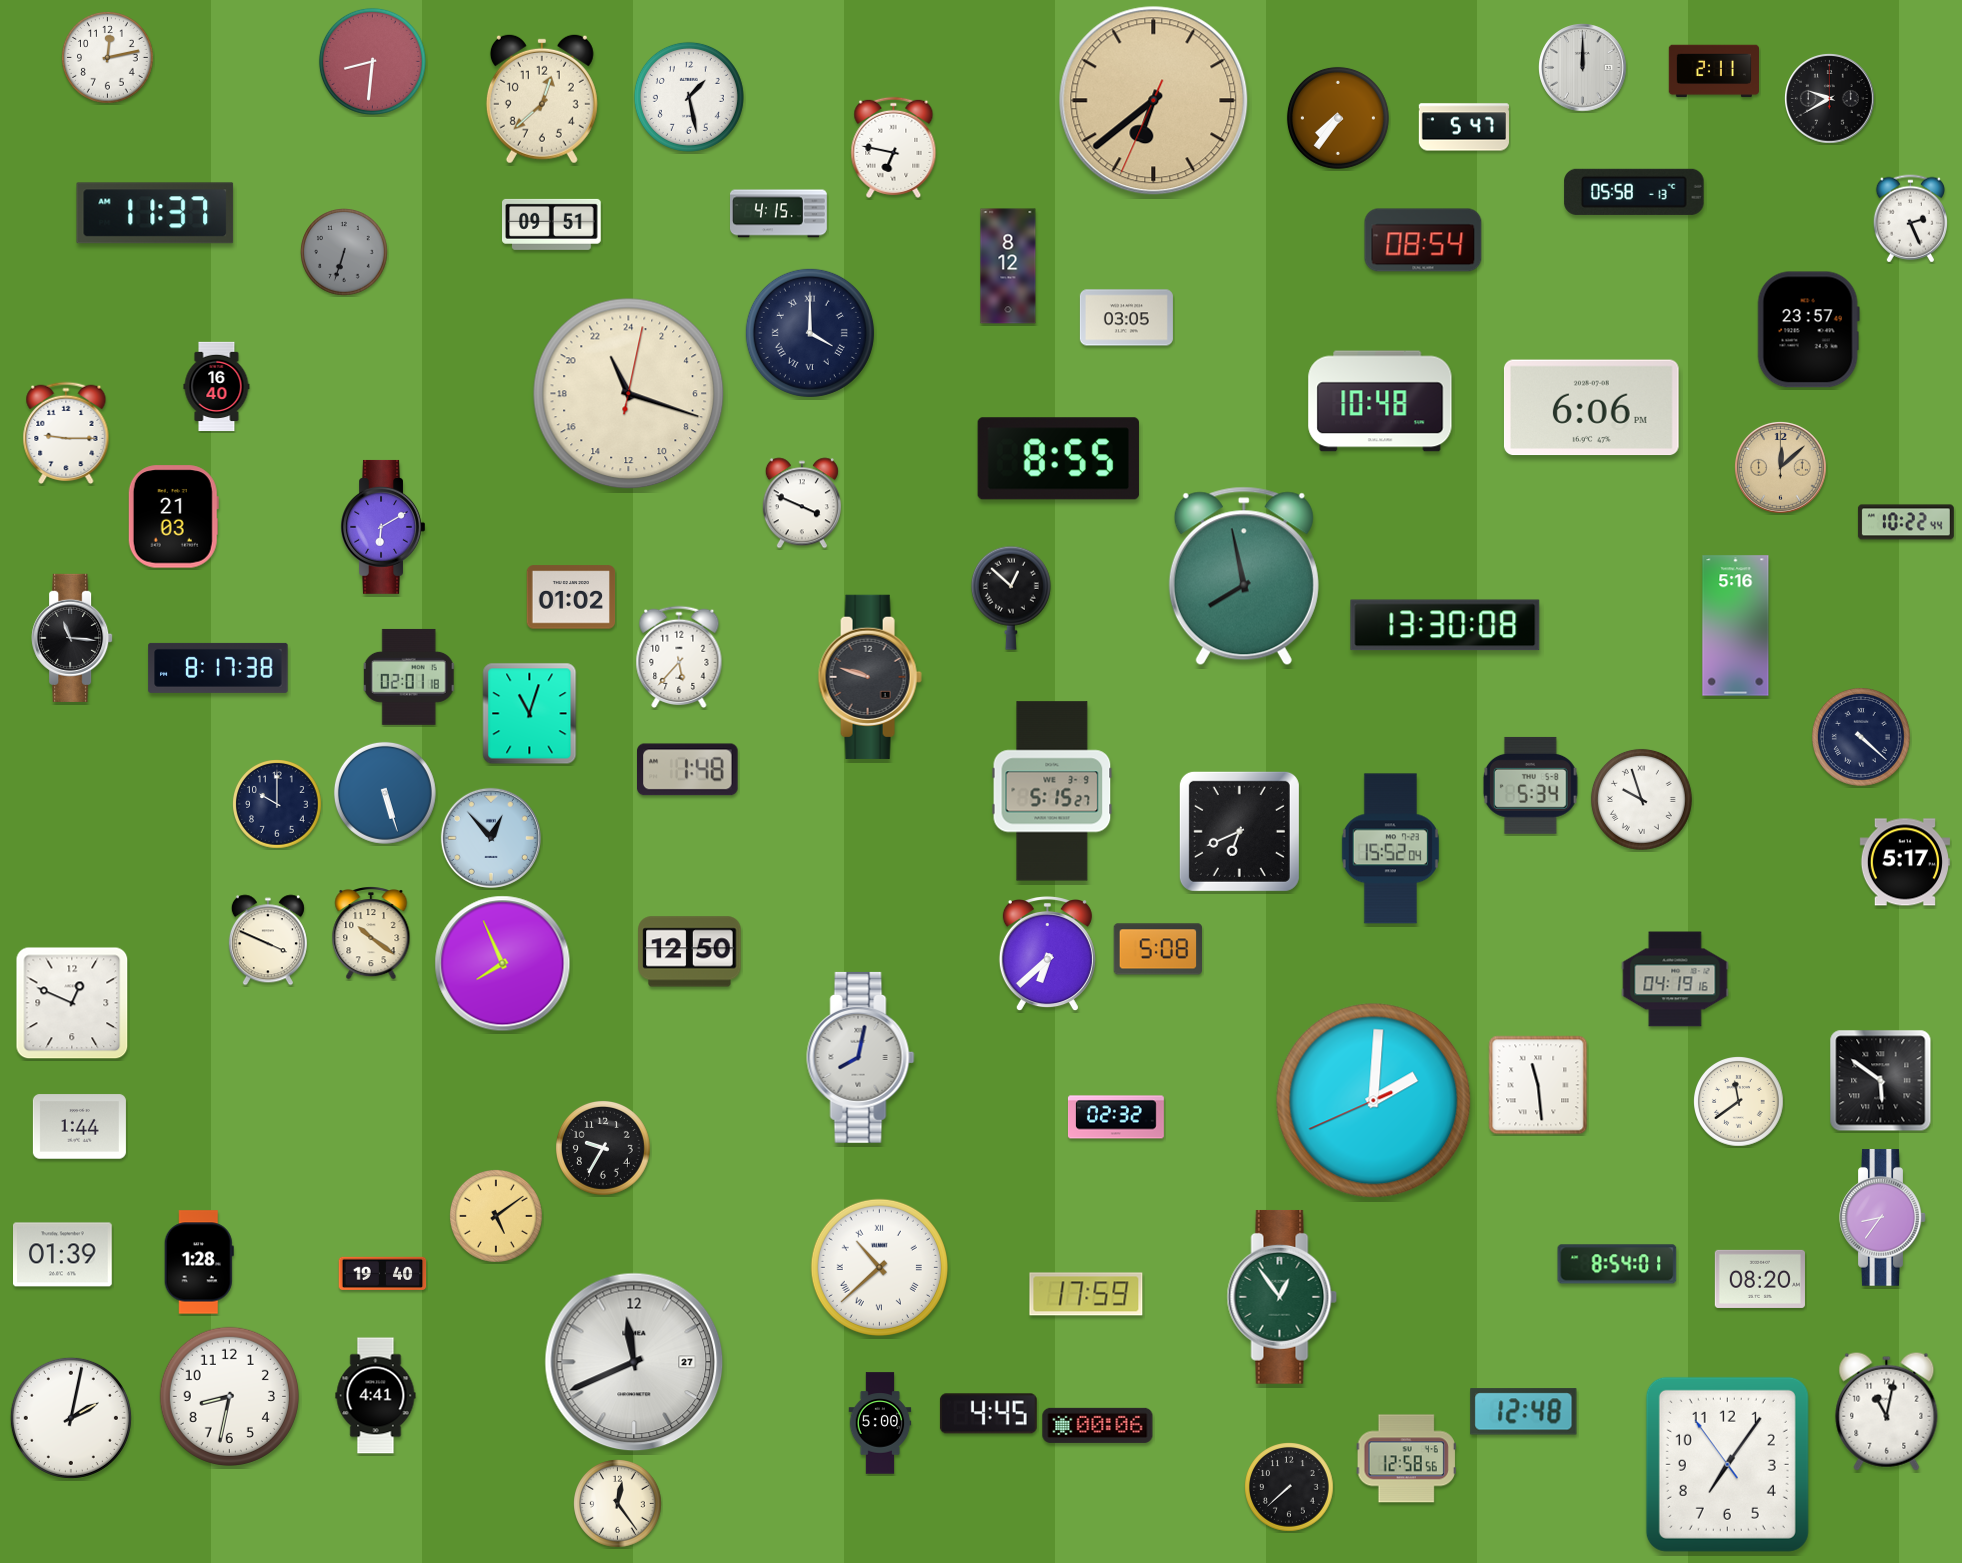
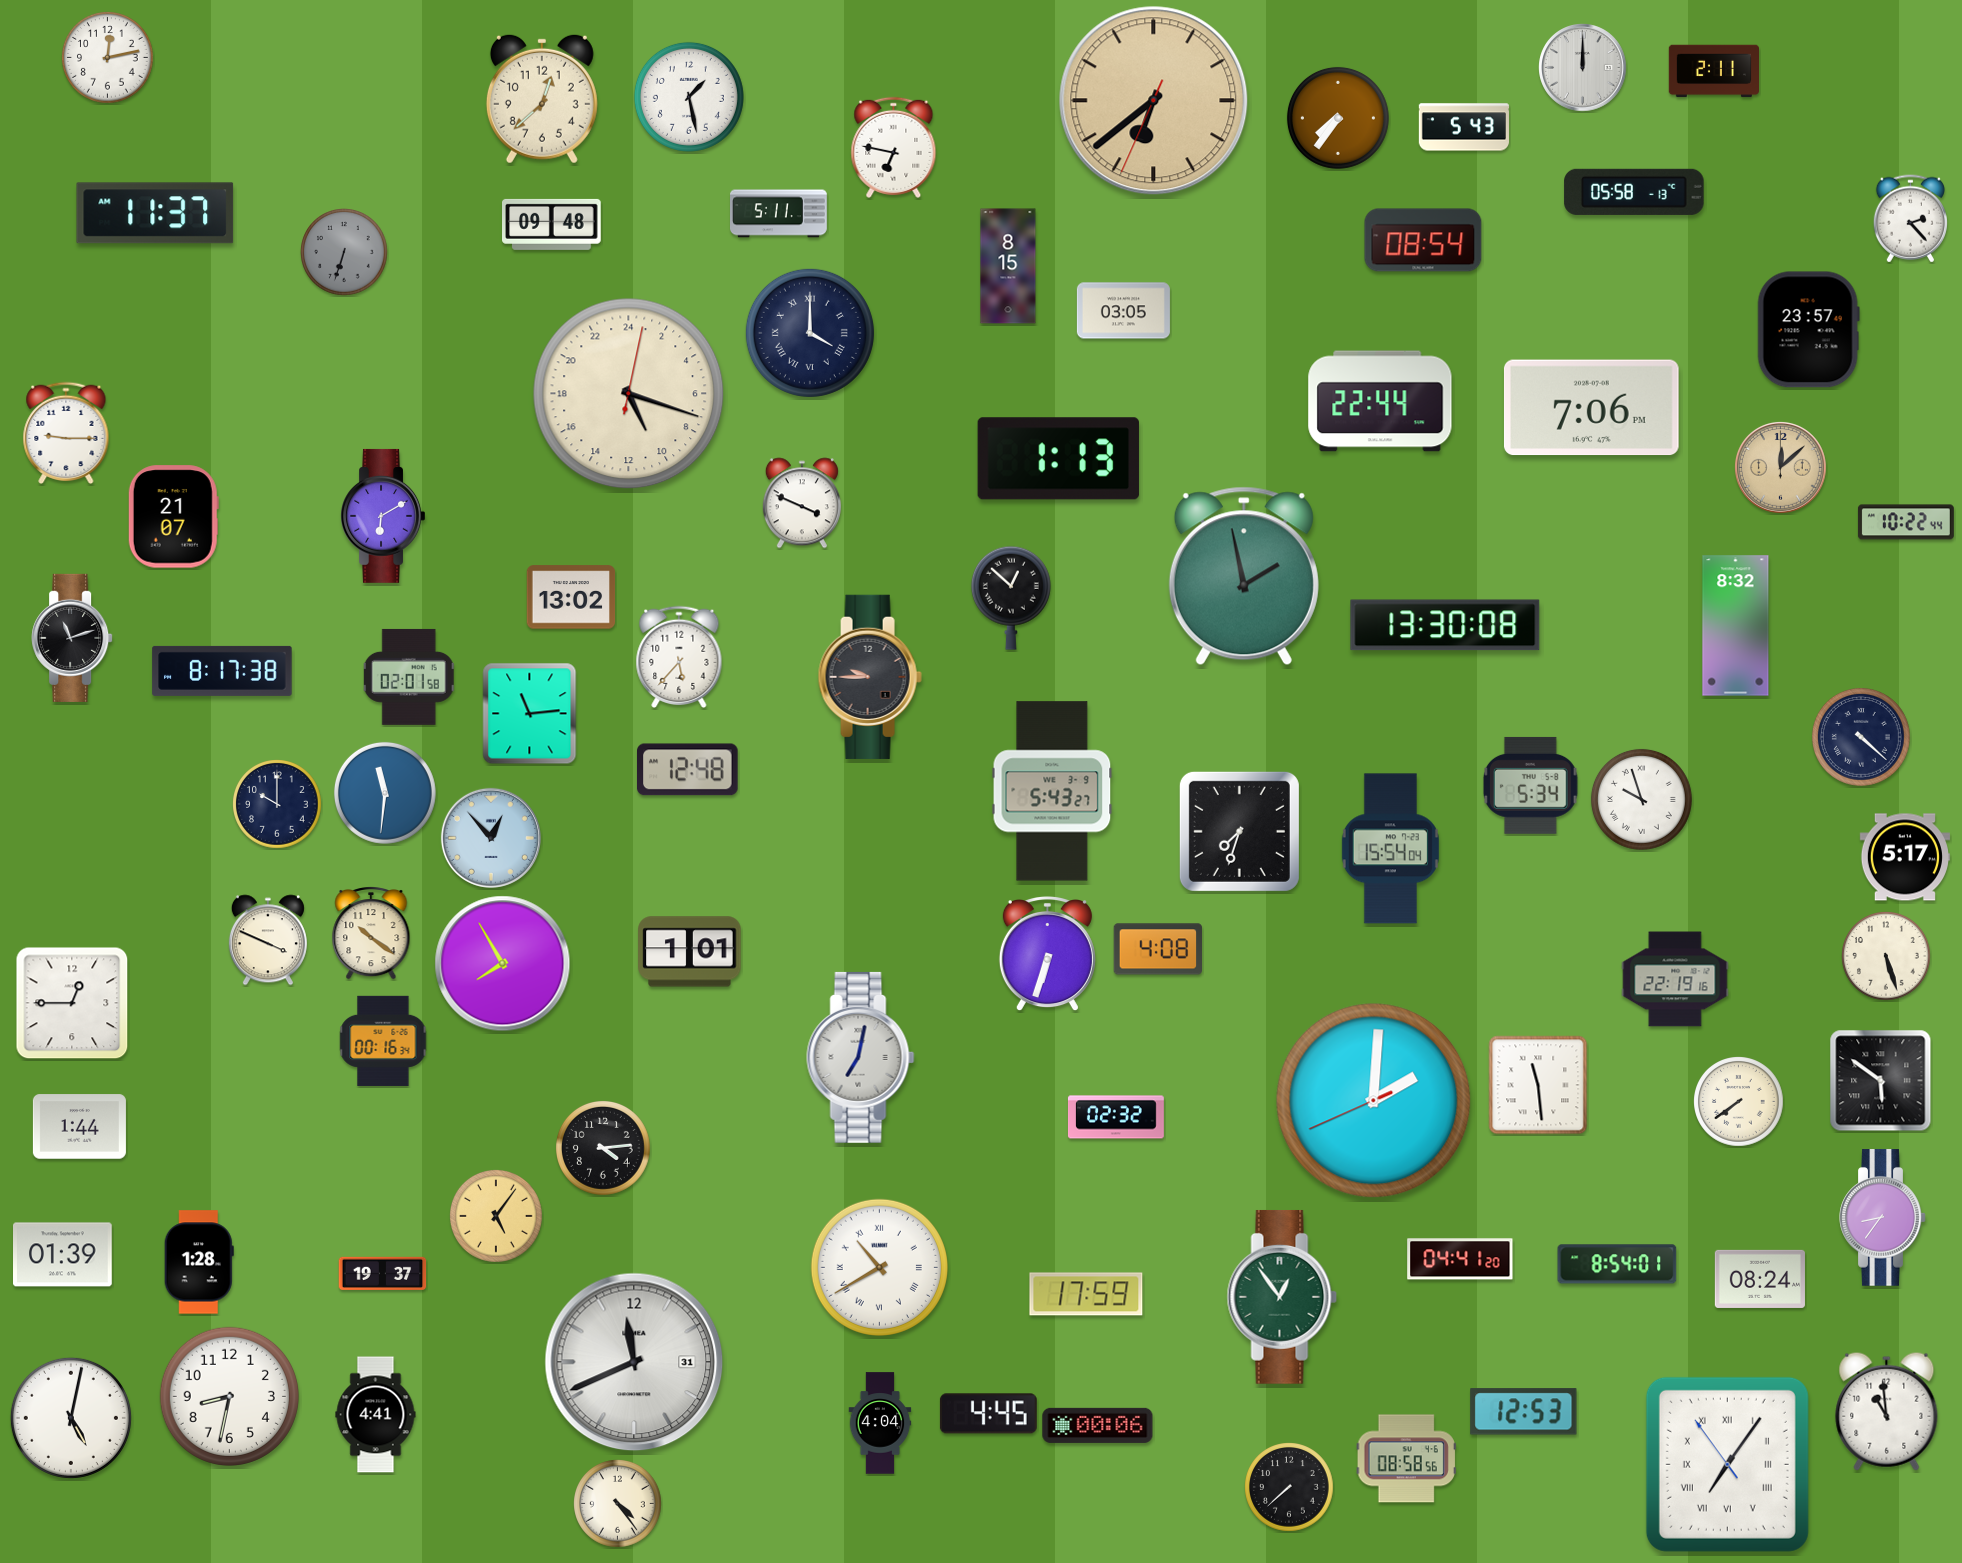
clock at (372, 61): 8:31 -> none
clock at (1830, 99): 9:40 -> none
clock at (1463, 127): 5:47 -> 5:43
clock at (779, 214): 4:15 -> 5:11
clock at (1910, 219): 2:26 -> 2:23
clock at (552, 224): 09:51 -> 09:48
clock at (1008, 266): 8:12 -> 8:15
clock at (1126, 318) position: (1126, 318) -> (1123, 311)
clock at (217, 387): 16:40 -> none
clock at (629, 394): 22:18 -> 10:18
clock at (1380, 401): 10:48 -> 22:44
clock at (1591, 408): 6:06 -> 7:06
clock at (1058, 459): 8:55 -> 1:13
clock at (173, 517): 21:03 -> 21:07
clock at (382, 527) position: (382, 527) -> (382, 516)
clock at (1244, 576): 7:58 -> 1:58
clock at (571, 597): 01:02 -> 13:02
clock at (1736, 626): 5:16 -> 8:32
clock at (72, 638): 11:16 -> 11:12
clock at (218, 668) position: (218, 668) -> (222, 671)
clock at (409, 677): 02:01:18 -> 02:01:58
clock at (870, 677): 9:48 -> 9:45
clock at (530, 714): 11:03 -> 11:14
clock at (688, 770): 1:48 -> 12:48
clock at (1052, 791): 5:15 -> 5:43
clock at (385, 793): 5:27 -> 11:31
clock at (1239, 831): 6:41 -> 7:33
clock at (1390, 849): 15:52 -> 15:54
clock at (1904, 862) position: (1904, 862) -> (1904, 857)
clock at (1158, 949): 5:08 -> 4:08
clock at (690, 952): 12:50 -> 1:01
clock at (1047, 955): 6:38 -> 6:33
clock at (1886, 956): none -> 5:27
clock at (503, 964): 7:56 -> 7:55
clock at (1675, 979): 04:19 -> 22:19
clock at (72, 1003): 12:49 -> 12:45
clock at (383, 1041): none -> 00:16
clock at (861, 1057): 8:02 -> 7:02
clock at (1739, 1102): 11:39 -> 7:39
clock at (604, 1149): 9:35 -> 4:14
clock at (497, 1217): 5:09 -> 5:06
clock at (1460, 1259): none -> 04:41
clock at (879, 1267): 10:38 -> 10:40
clock at (383, 1273): 19:40 -> 19:37
clock at (1760, 1279): 08:20 -> 08:24
clock at (634, 1362) date: 27 -> 31
clock at (376, 1396) position: (376, 1396) -> (376, 1415)
clock at (1887, 1411): 11:02 -> 10:59
clock at (1524, 1412): 12:48 -> 12:53
clock at (71, 1418): 2:02 -> 5:02
clock at (880, 1423): 5:00 -> 4:04
clock at (1406, 1459): 12:58 -> 08:58
clock at (1727, 1464) numerals: Arabic -> Roman
clock at (618, 1504): 12:24 -> 4:24
